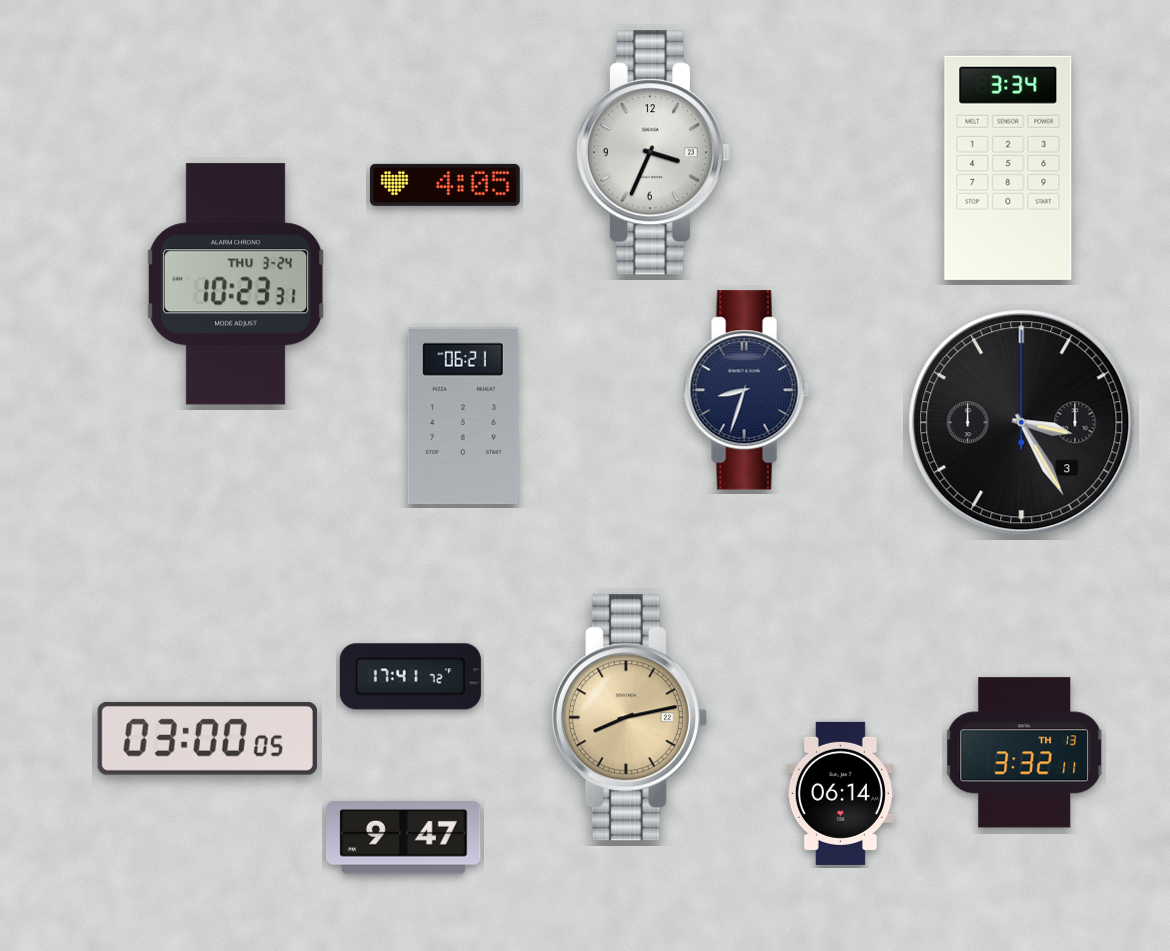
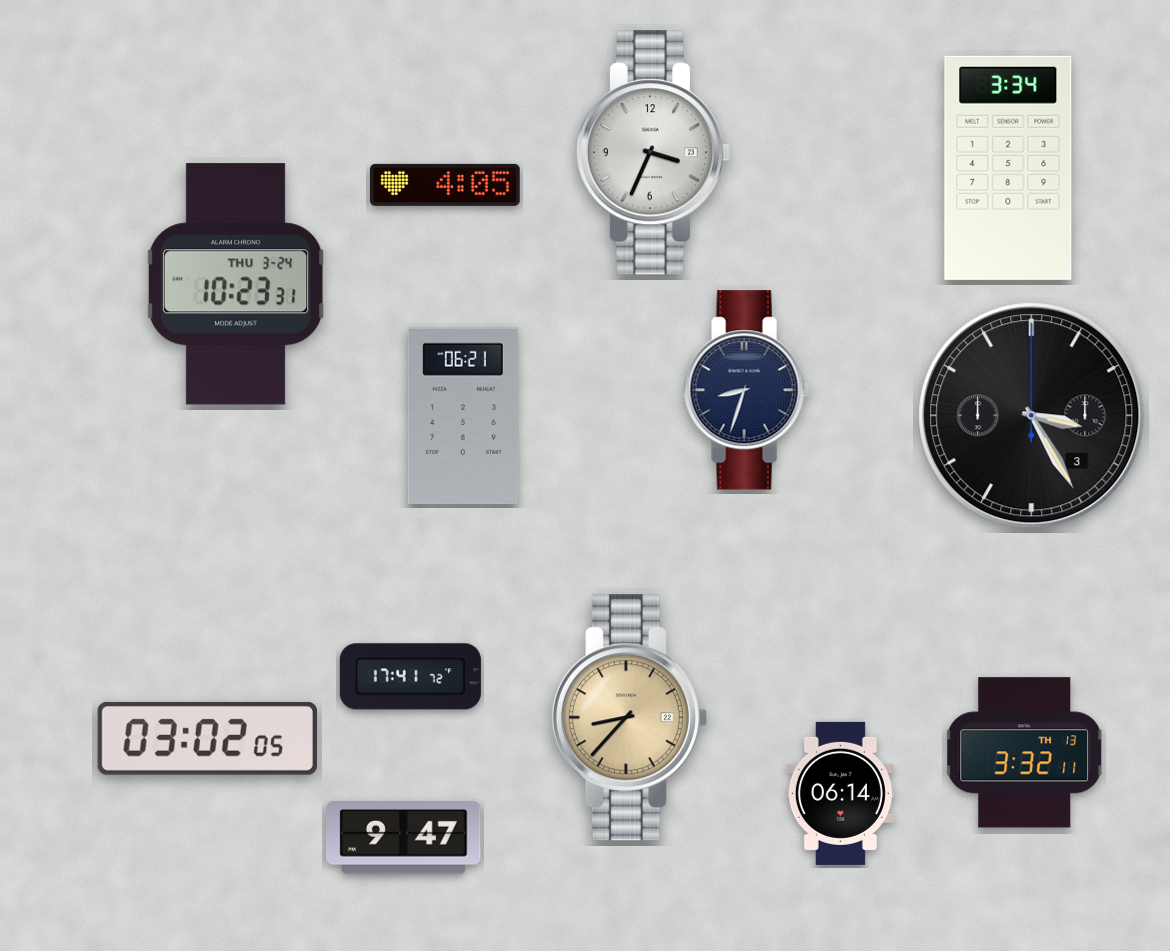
clock at (1022, 423) position: (1022, 423) -> (1032, 416)
clock at (629, 718): 8:13 -> 8:37
clock at (207, 738): 03:00 -> 03:02
